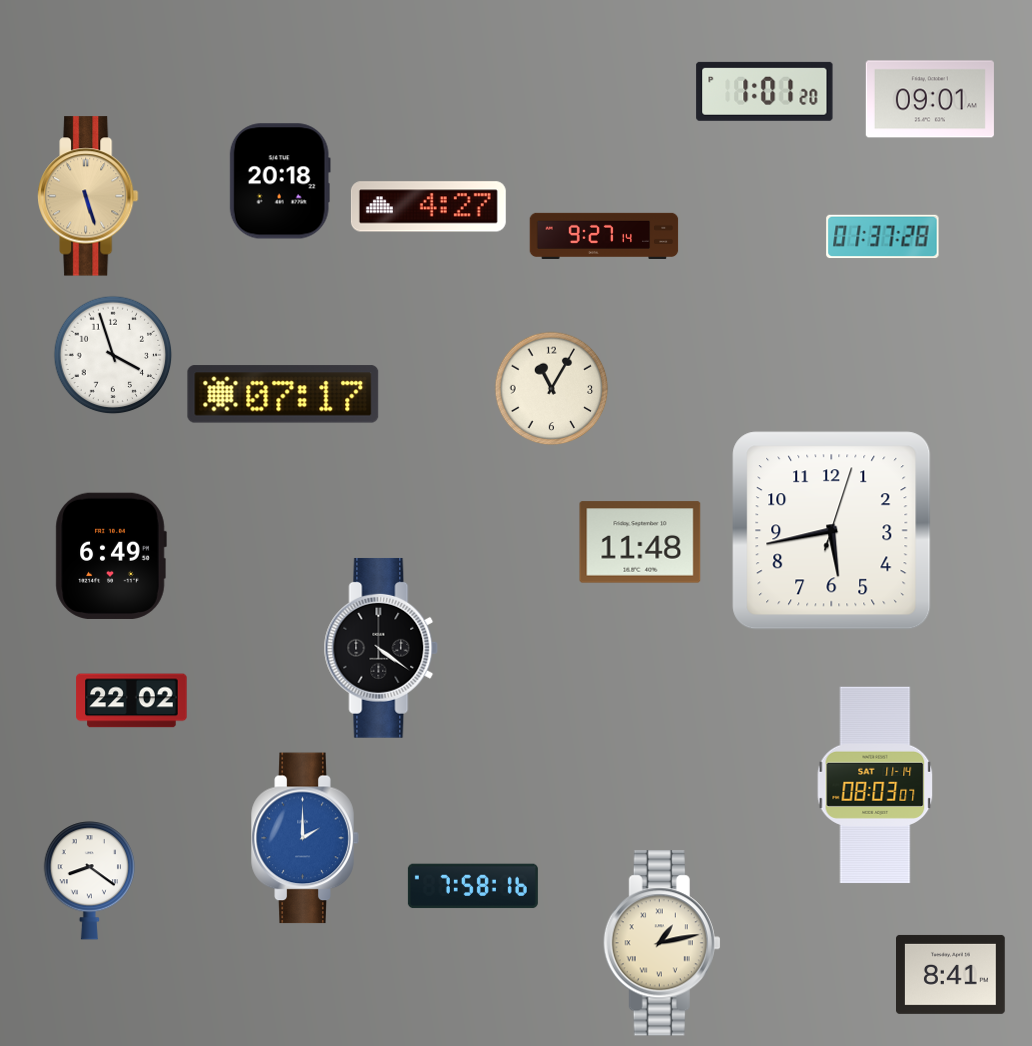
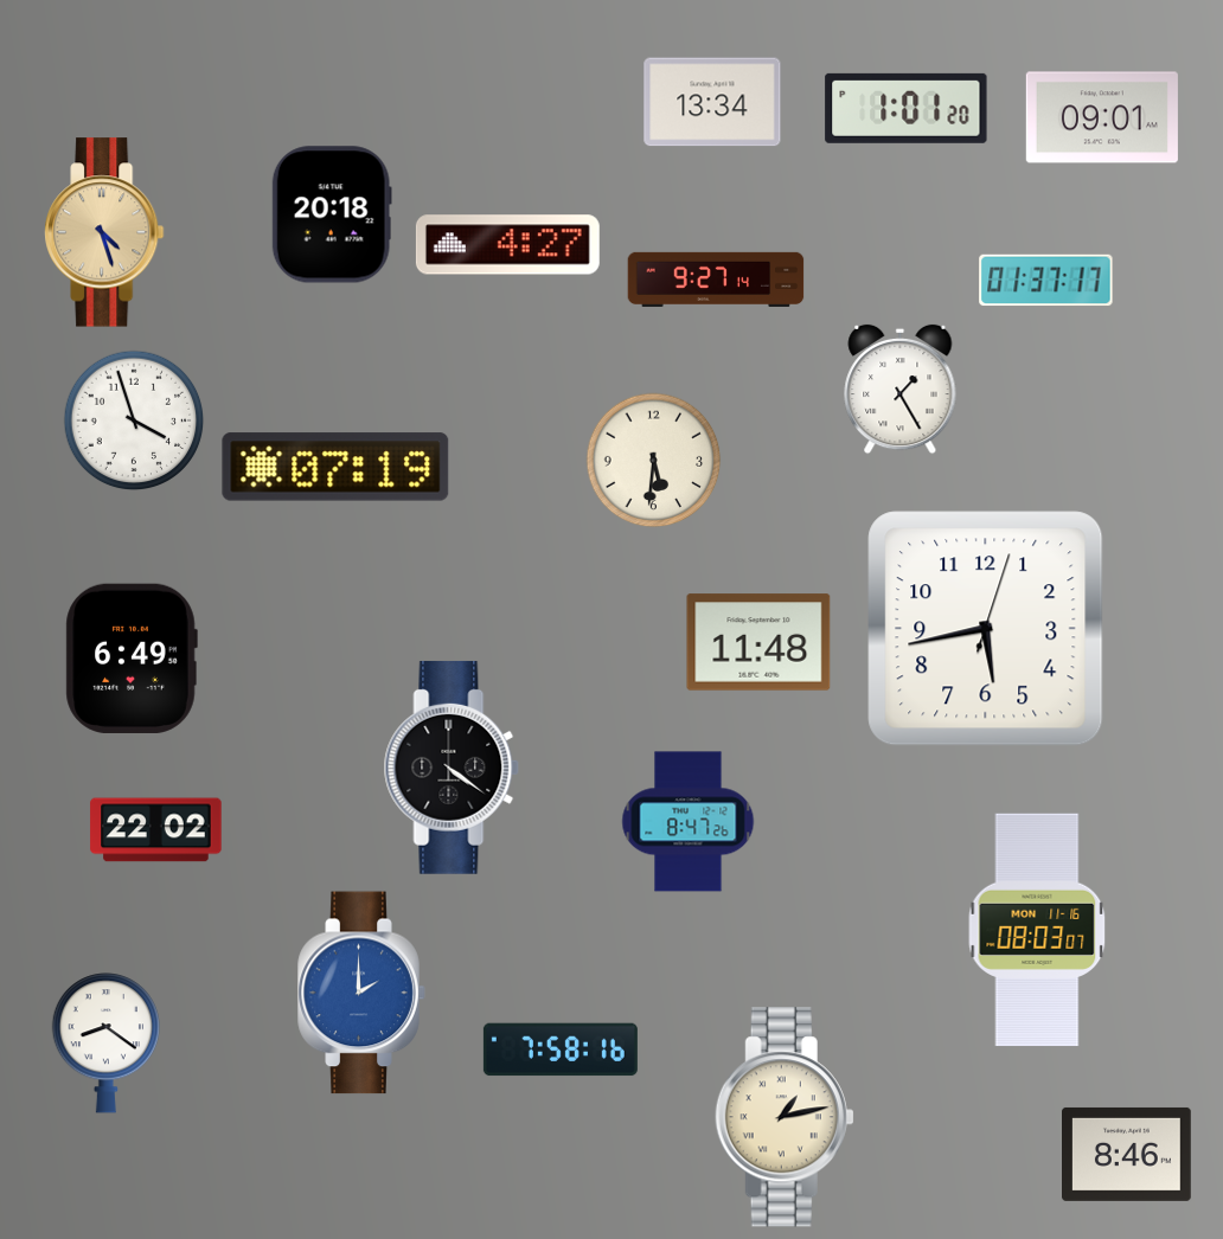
clock at (712, 102): none -> 13:34
clock at (88, 196): 5:27 -> 4:27
clock at (883, 237): 01:37:28 -> 01:37:17
clock at (901, 390): none -> 1:25
clock at (552, 389): 11:05 -> 5:31
clock at (283, 394): 07:17 -> 07:19
clock at (689, 822): none -> 8:47
clock at (875, 785) date: SAT 11-14 -> MON 11-16
clock at (951, 974): 8:41 -> 8:46
